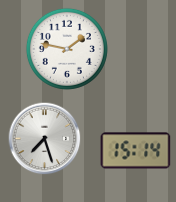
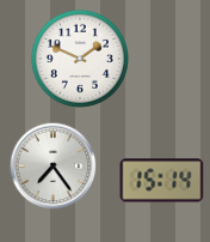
clock at (67, 49): 1:47 -> 1:49
clock at (45, 139): 7:27 -> 7:24
